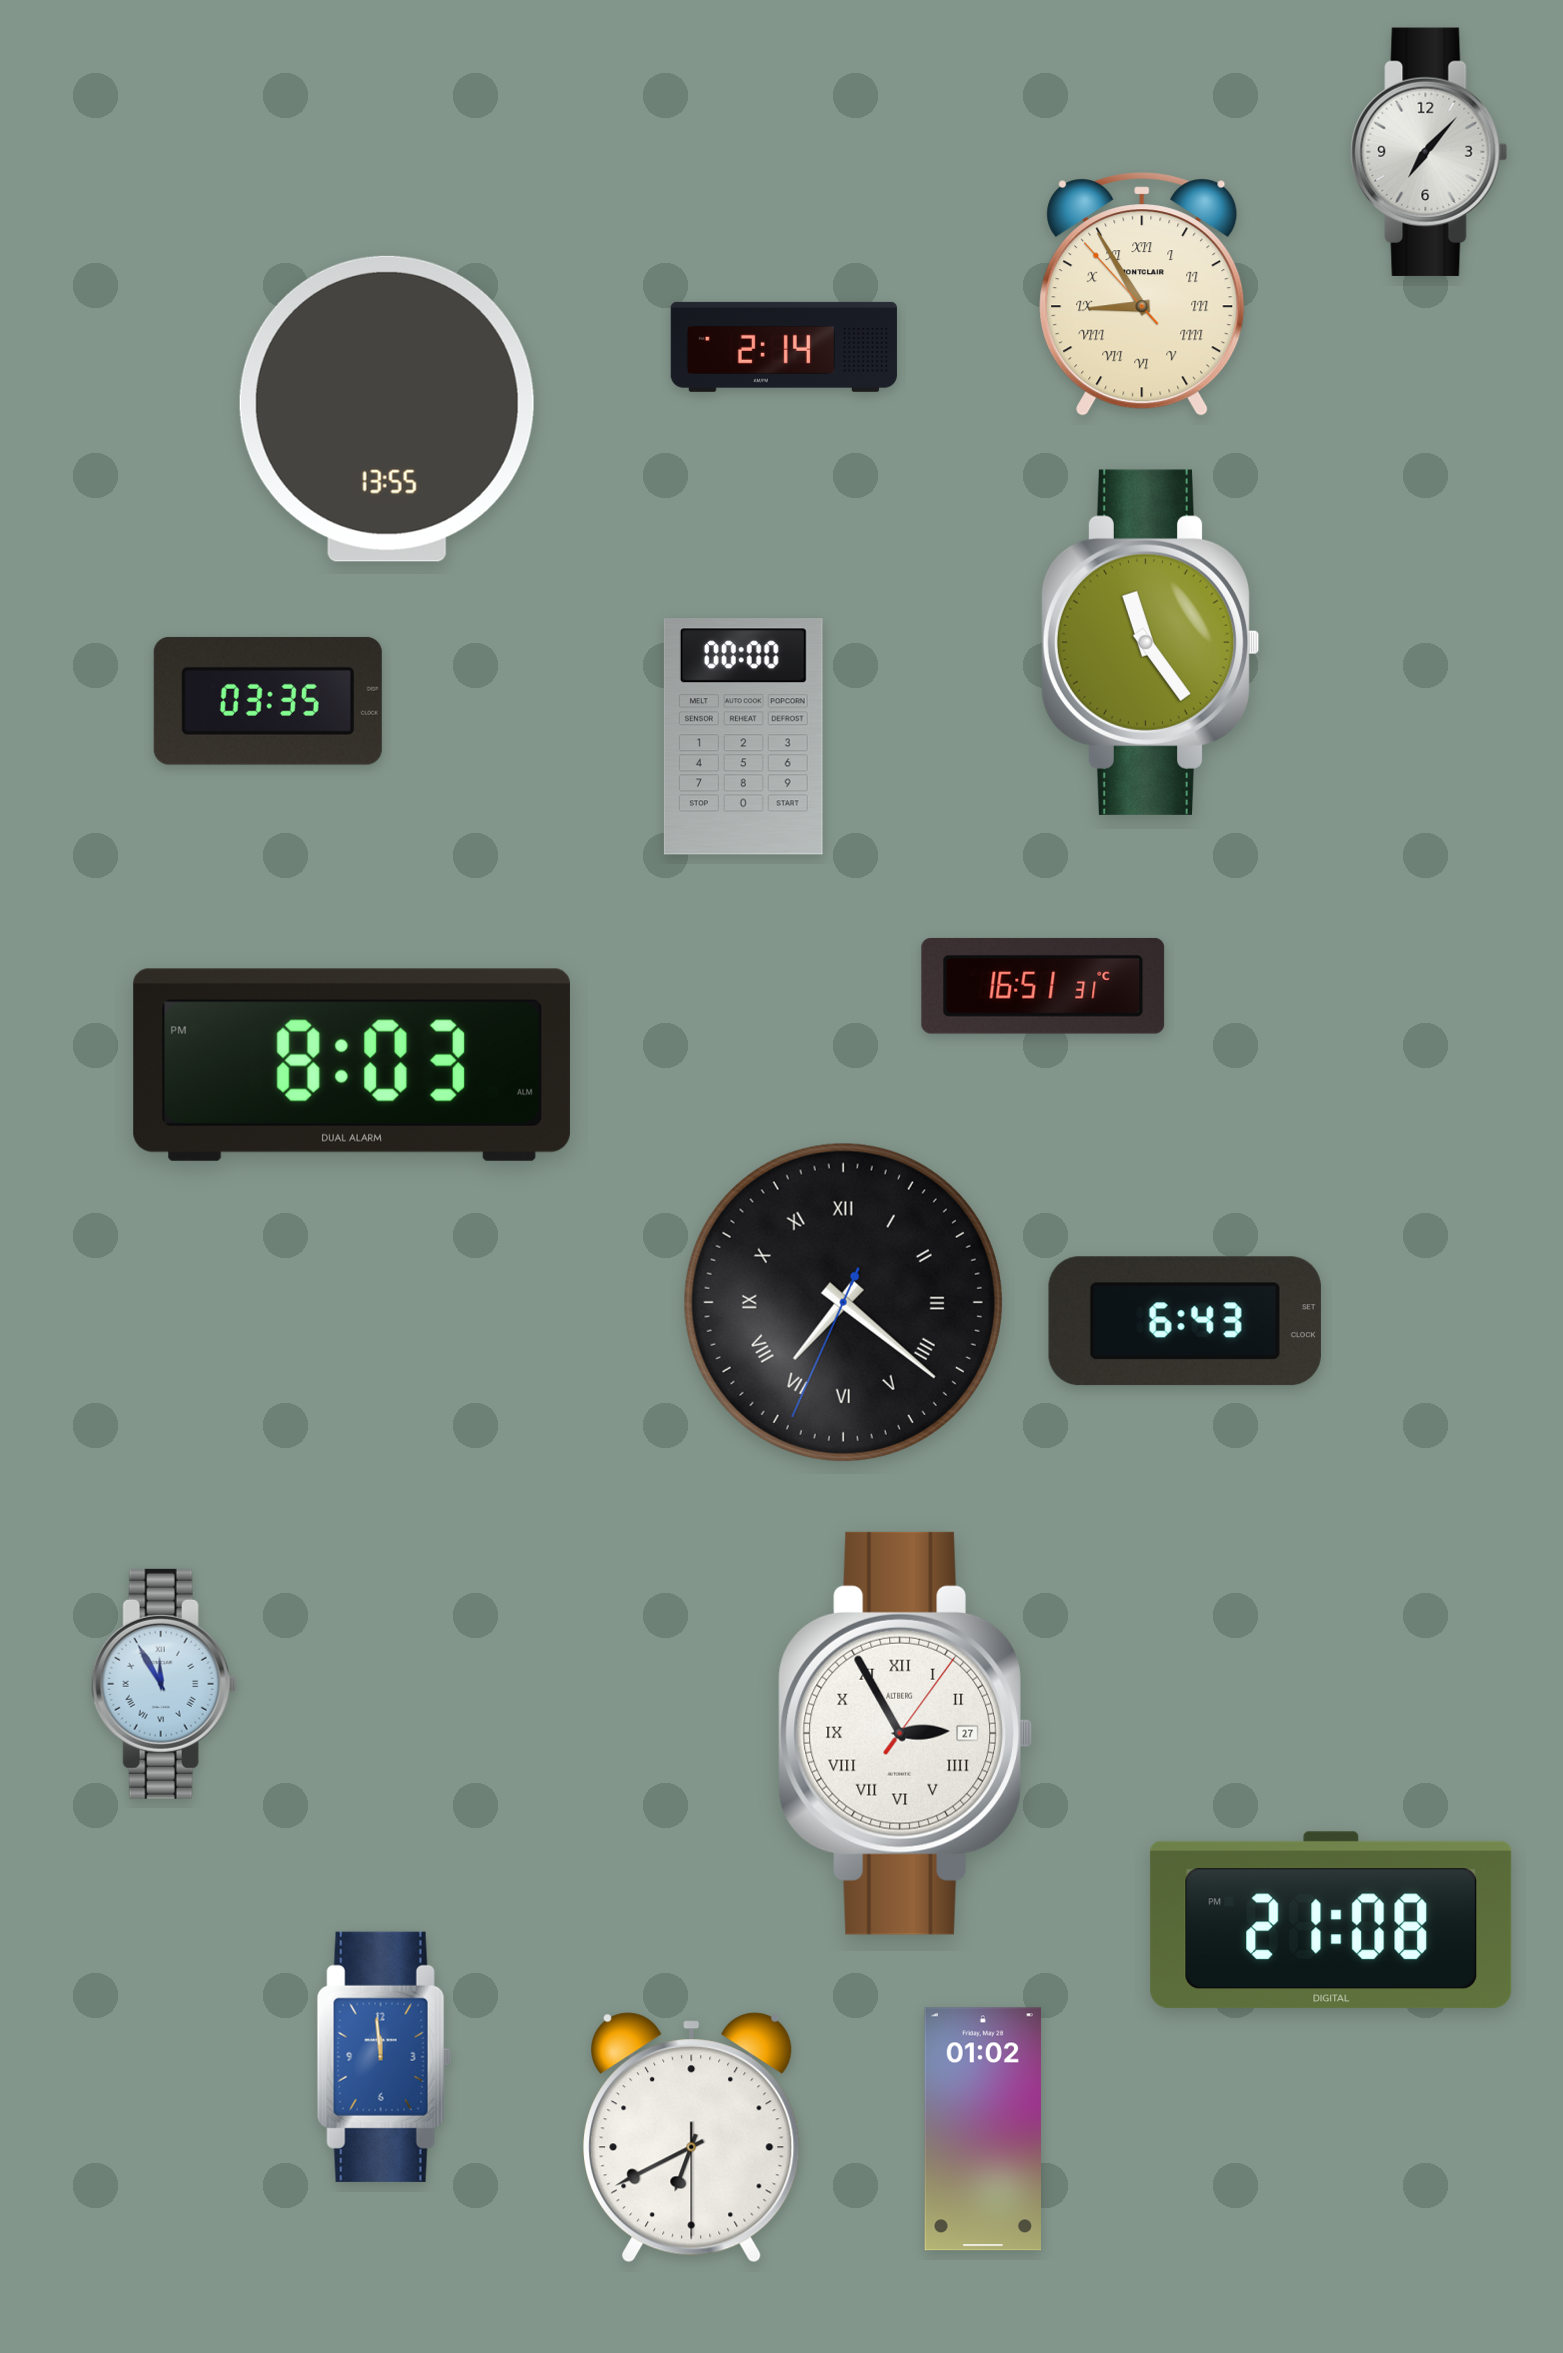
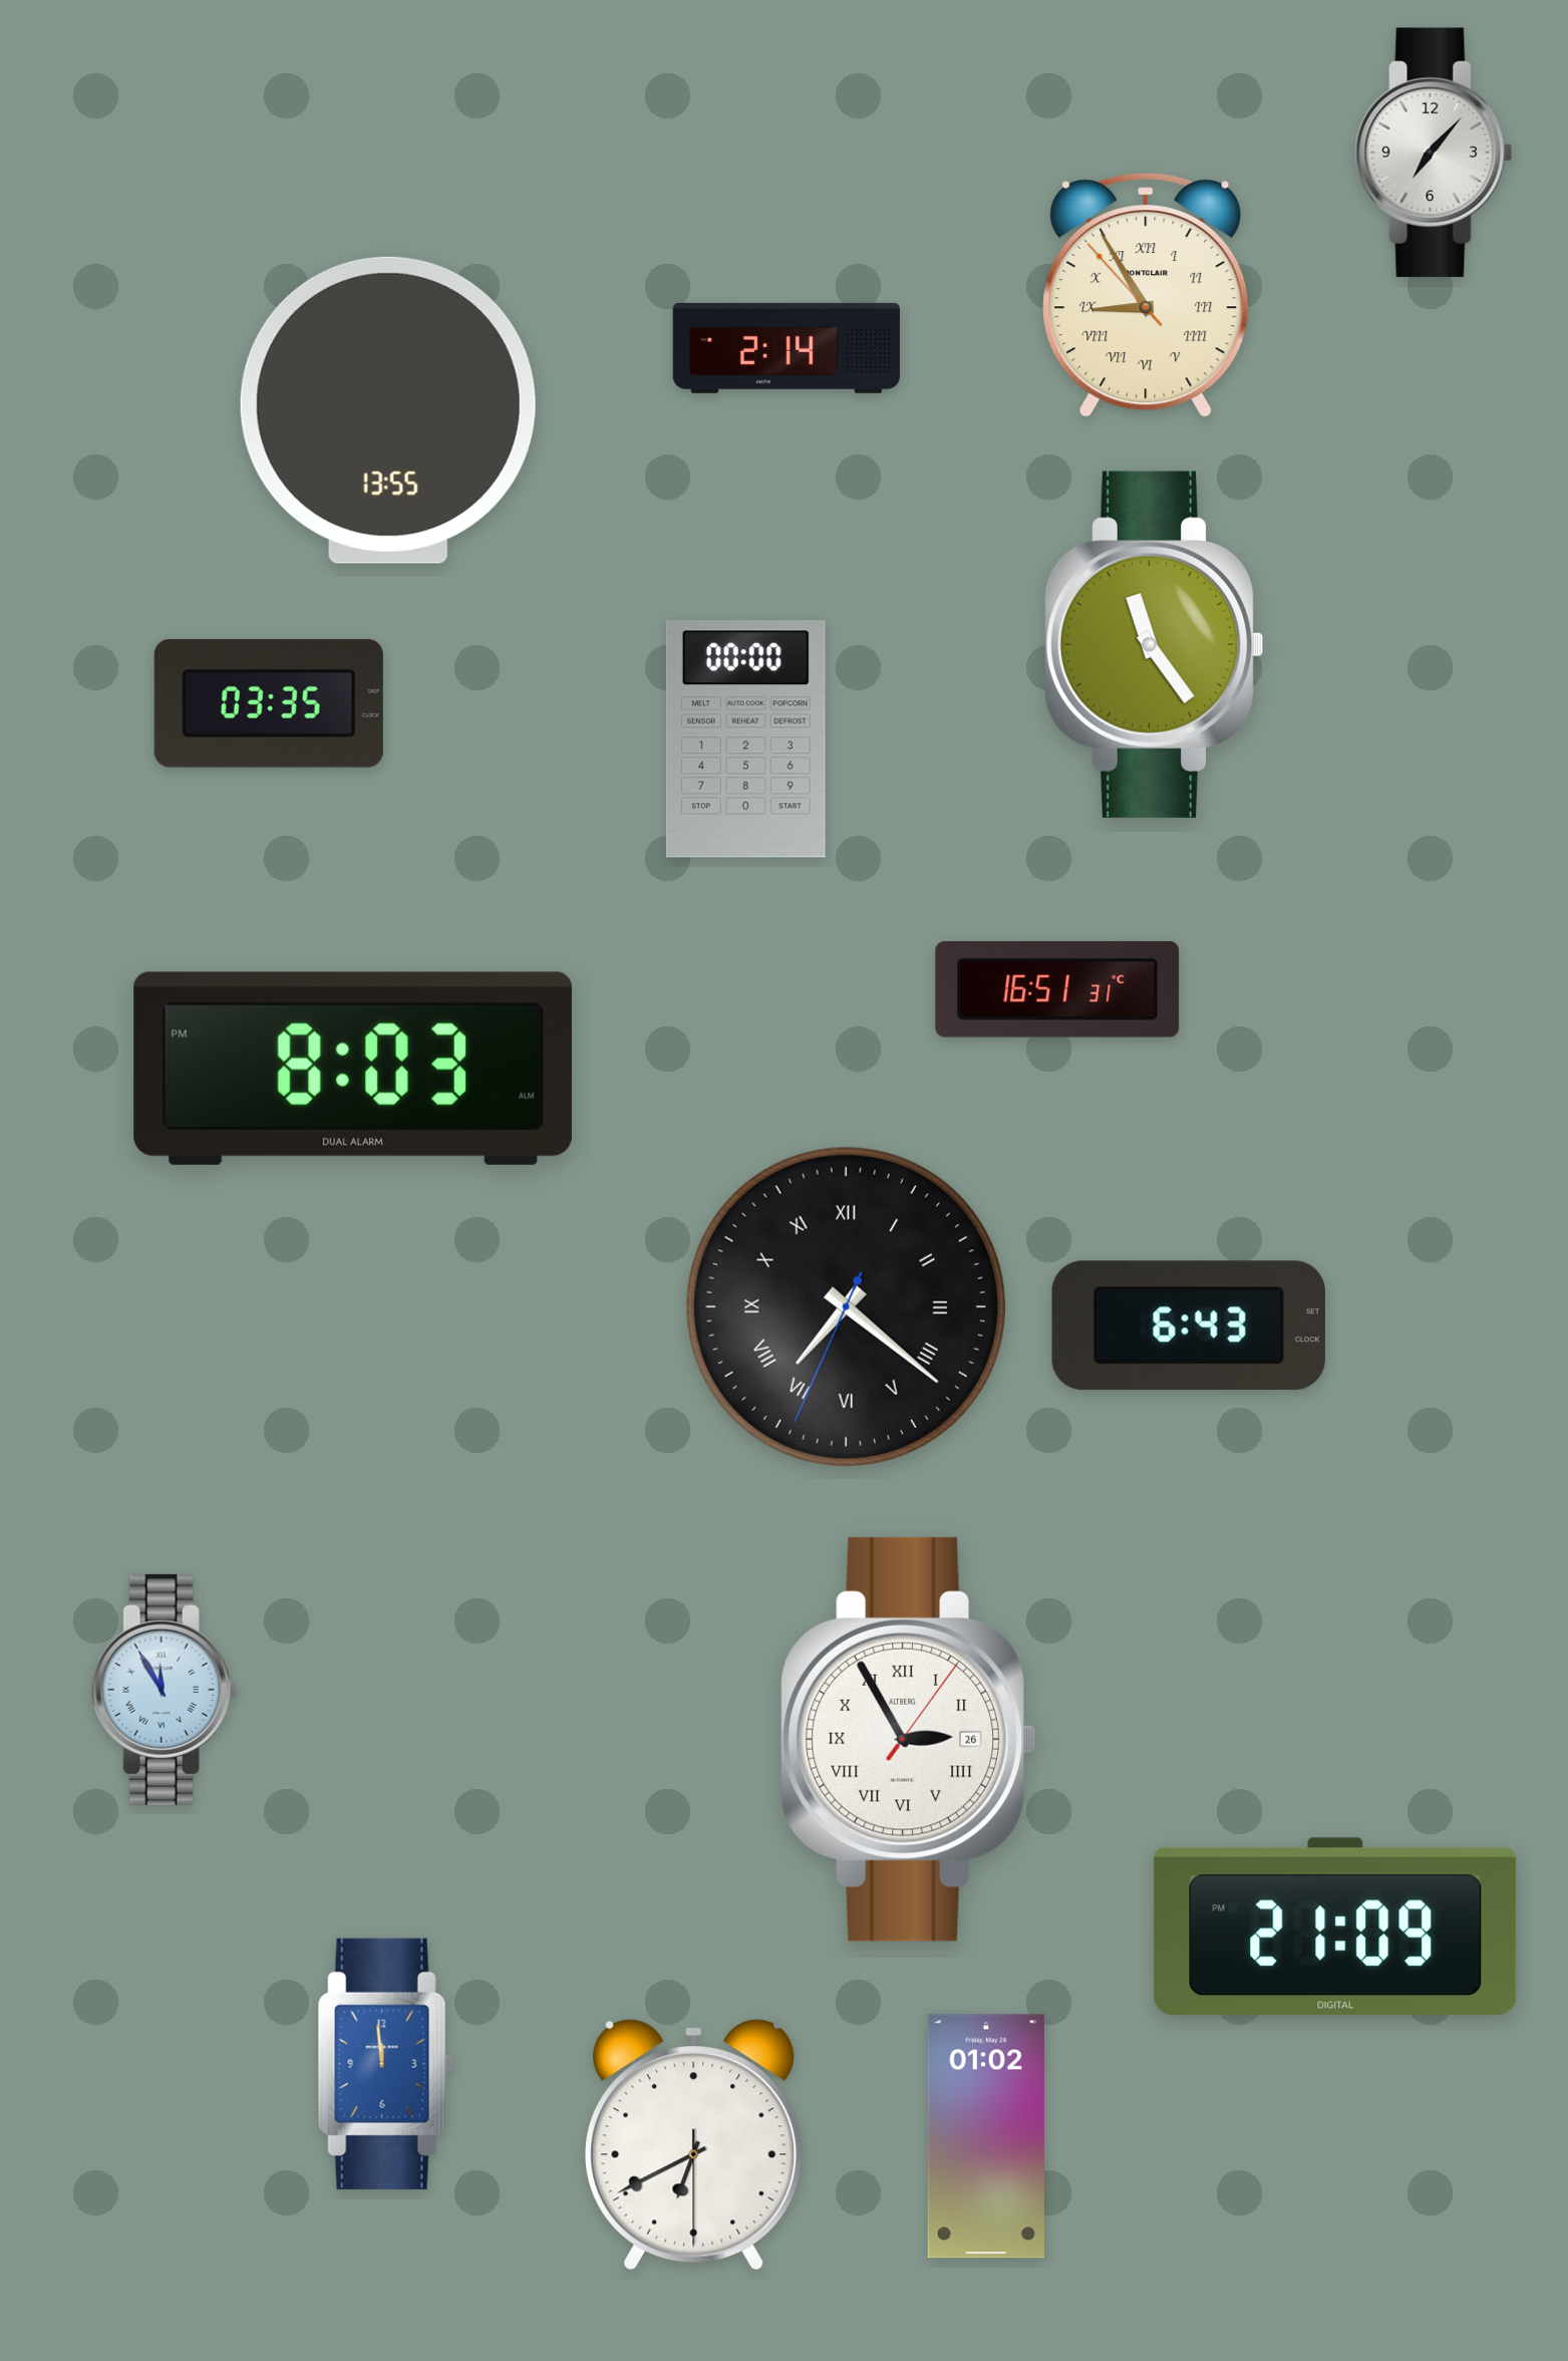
clock at (1043, 986) position: (1043, 986) -> (1057, 989)
clock at (905, 1733) date: 27 -> 26
clock at (1331, 1920): 21:08 -> 21:09
